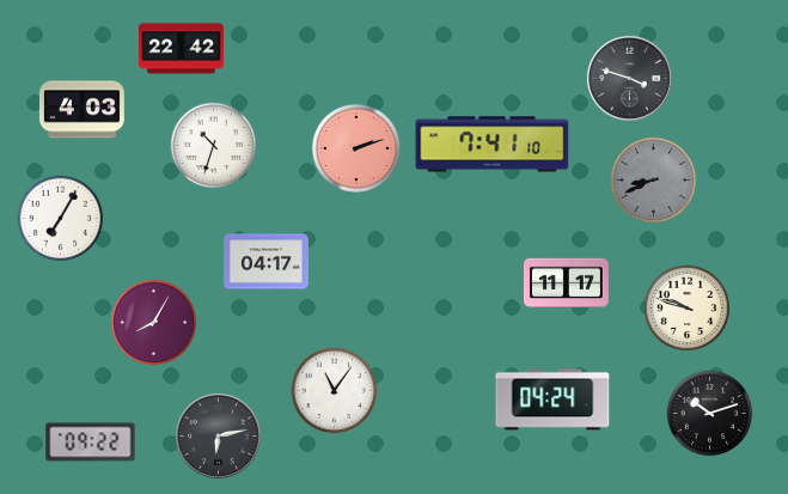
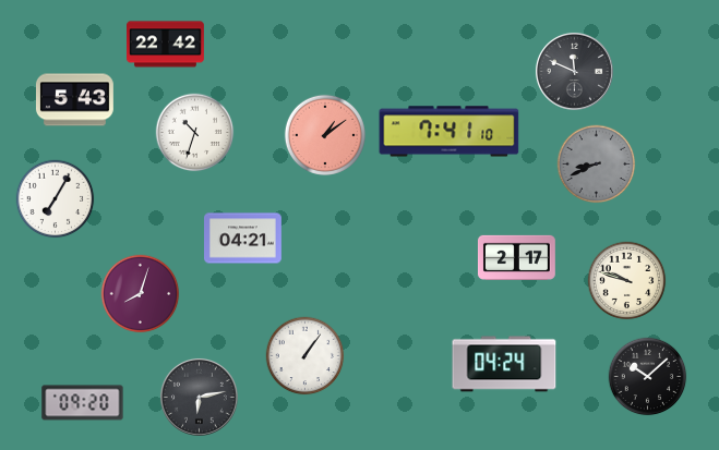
clock at (629, 78): 3:48 -> 11:49
clock at (81, 110): 4:03 -> 5:43
clock at (356, 148): 2:12 -> 1:09
clock at (267, 262): 04:17 -> 04:21
clock at (566, 282): 11:17 -> 2:17
clock at (154, 323): 8:05 -> 8:03
clock at (335, 391): 11:06 -> 1:06
clock at (710, 414): 10:12 -> 10:08
clock at (91, 443): 09:22 -> 09:20
